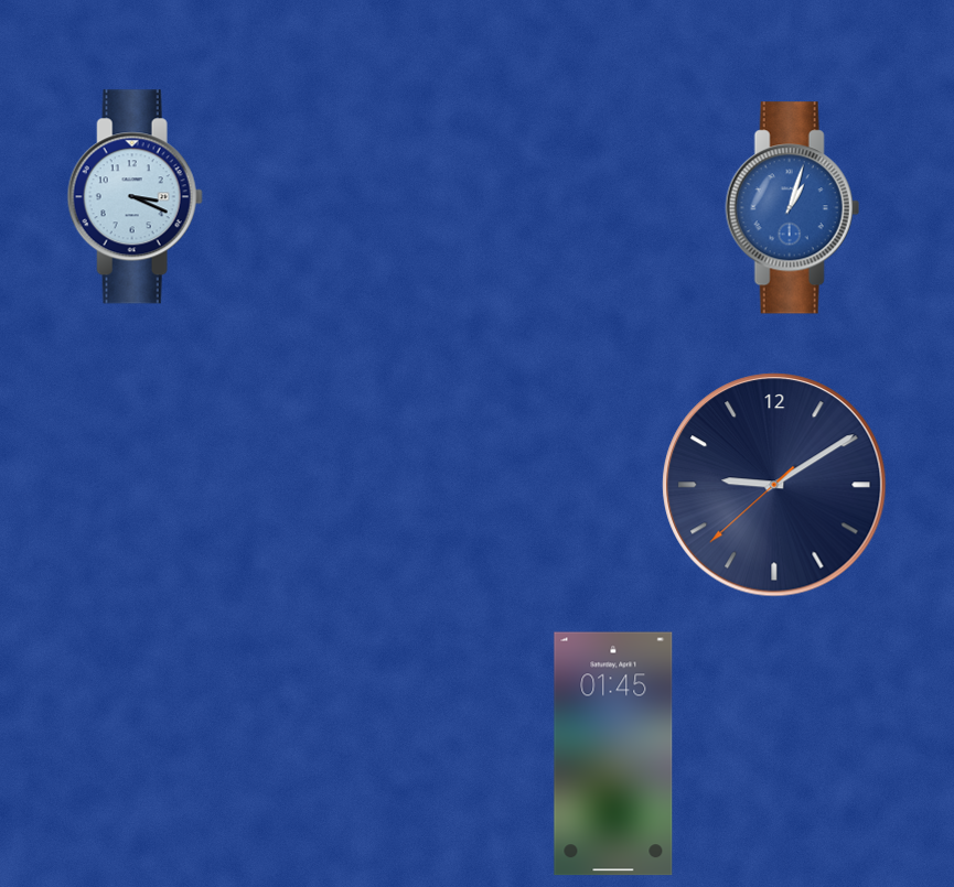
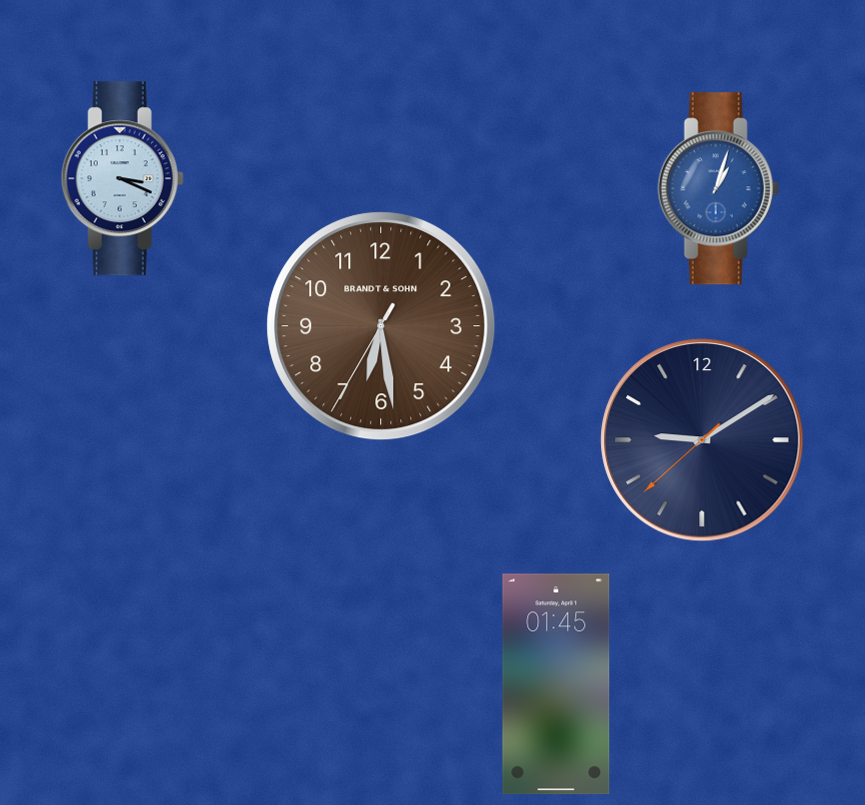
clock at (381, 326): none -> 6:28
